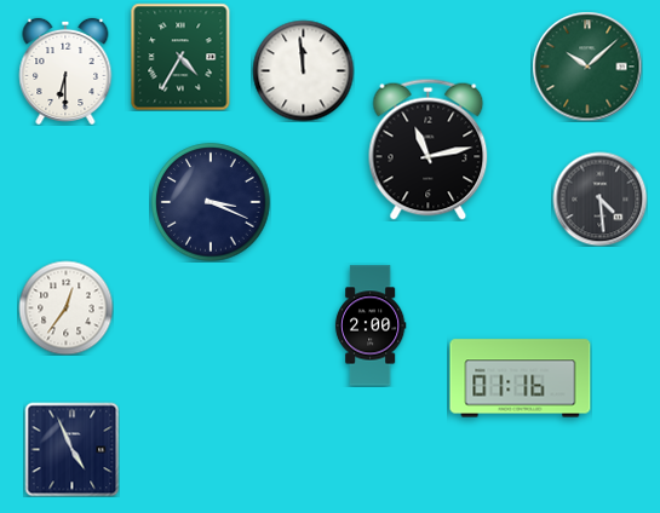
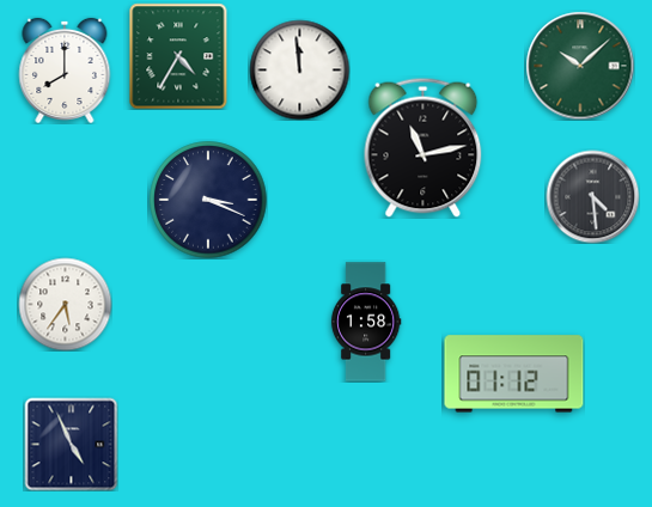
clock at (65, 71): 6:30 -> 8:00
clock at (65, 307): 12:36 -> 5:36
clock at (371, 325): 2:00 -> 1:58
clock at (521, 379): 01:16 -> 01:12
